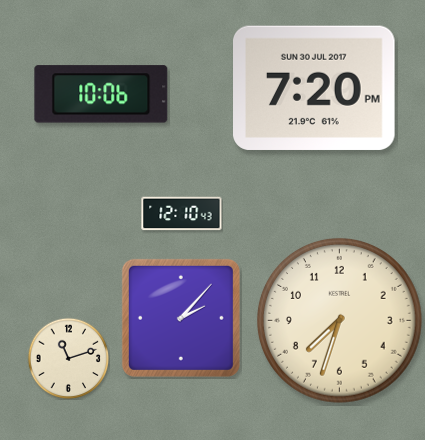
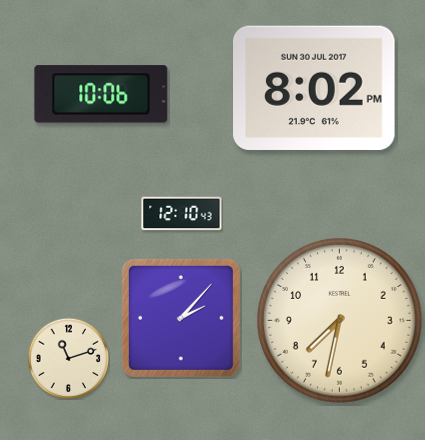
clock at (315, 88): 7:20 -> 8:02
clock at (339, 320): 7:33 -> 7:32
